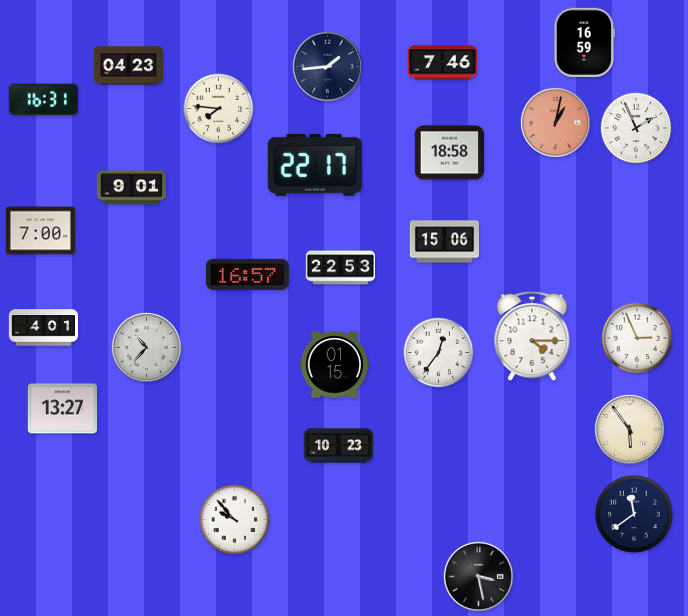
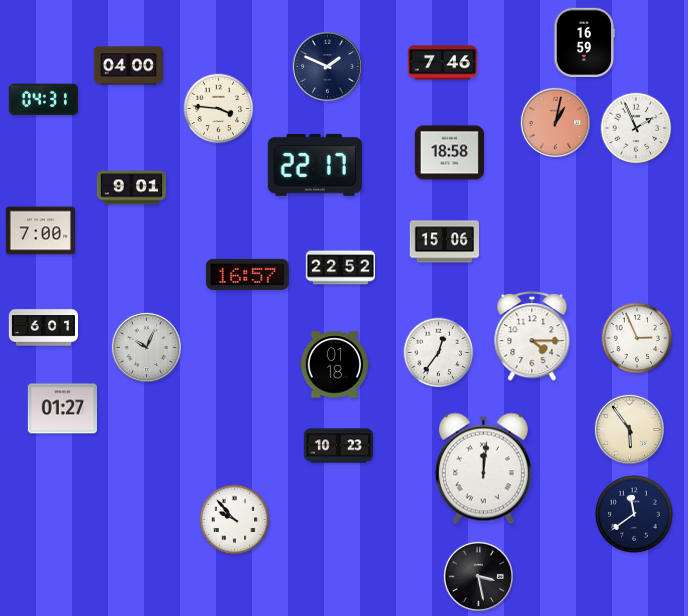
clock at (128, 66): 04:23 -> 04:00
clock at (327, 66): 1:44 -> 1:49
clock at (43, 100): 16:31 -> 04:31
clock at (219, 109): 7:46 -> 3:46
clock at (341, 268): 22:53 -> 22:52
clock at (44, 328): 4:01 -> 6:01
clock at (146, 347): 10:37 -> 10:04
clock at (334, 365): 01:15 -> 01:18
clock at (62, 409): 13:27 -> 01:27
clock at (483, 469): none -> 12:01
